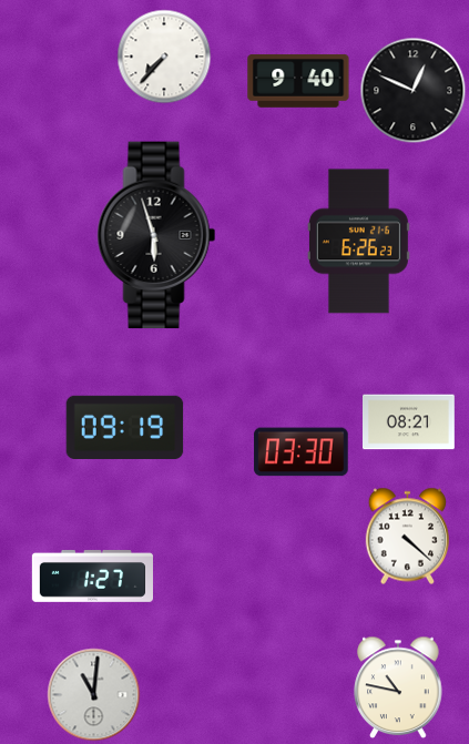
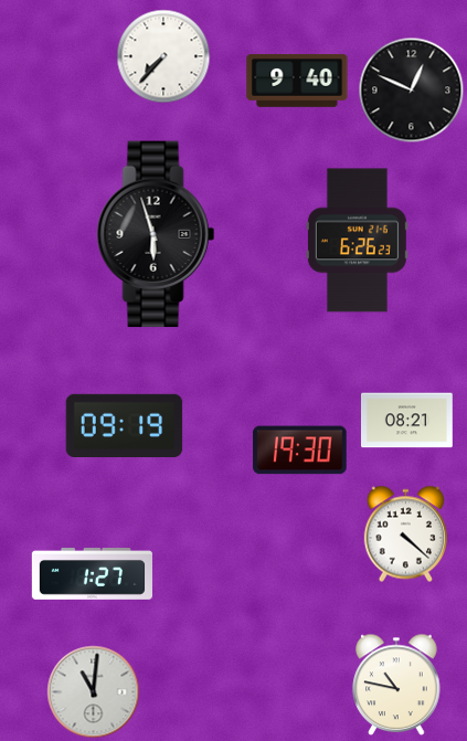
clock at (302, 452): 03:30 -> 19:30
